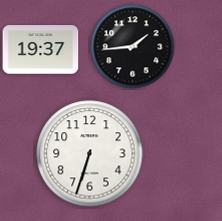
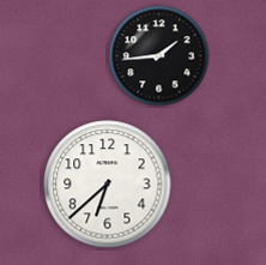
clock at (41, 50): 19:37 -> none
clock at (90, 154): 6:33 -> 6:38
